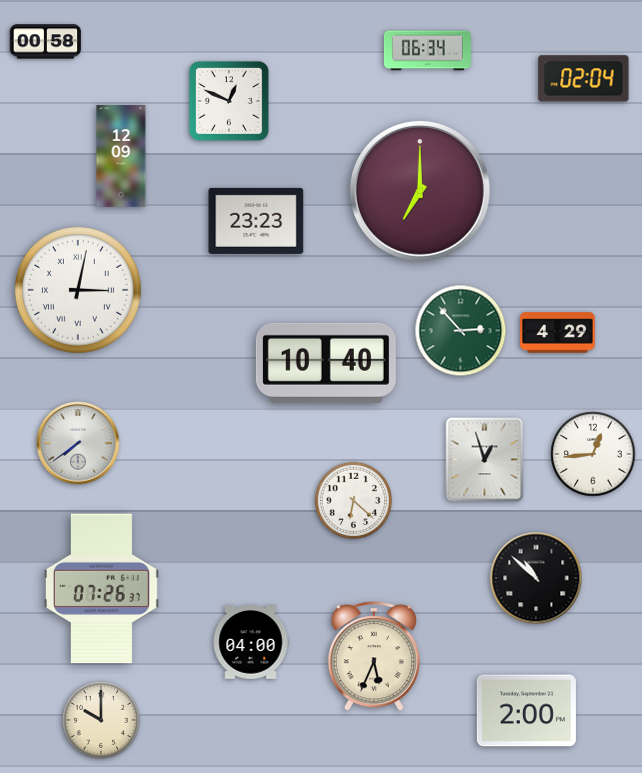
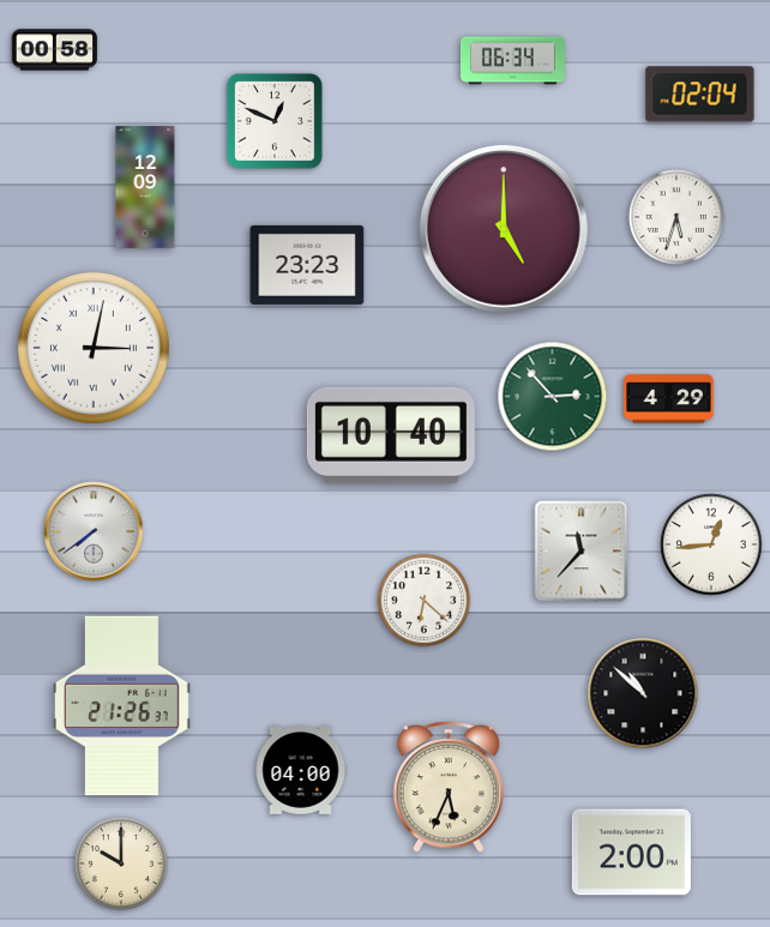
clock at (676, 217): none -> 5:33
clock at (420, 191): 7:00 -> 5:00
clock at (485, 460): 12:57 -> 11:37
clock at (101, 589): 07:26 -> 21:26
